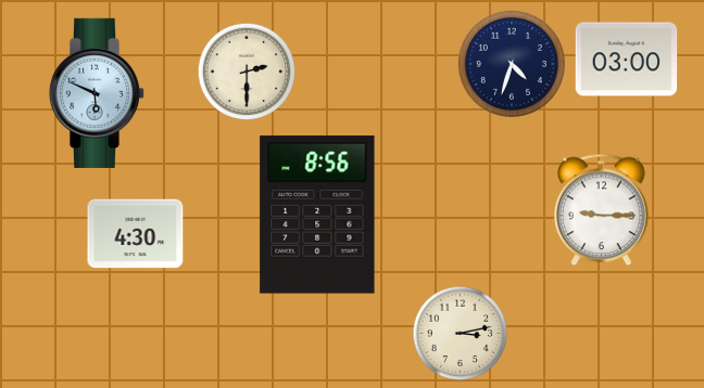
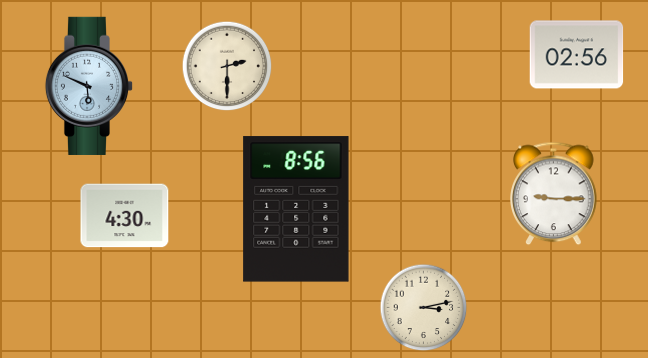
clock at (627, 60): 03:00 -> 02:56
clock at (512, 64): 4:33 -> none
clock at (317, 215) position: (317, 215) -> (296, 209)
